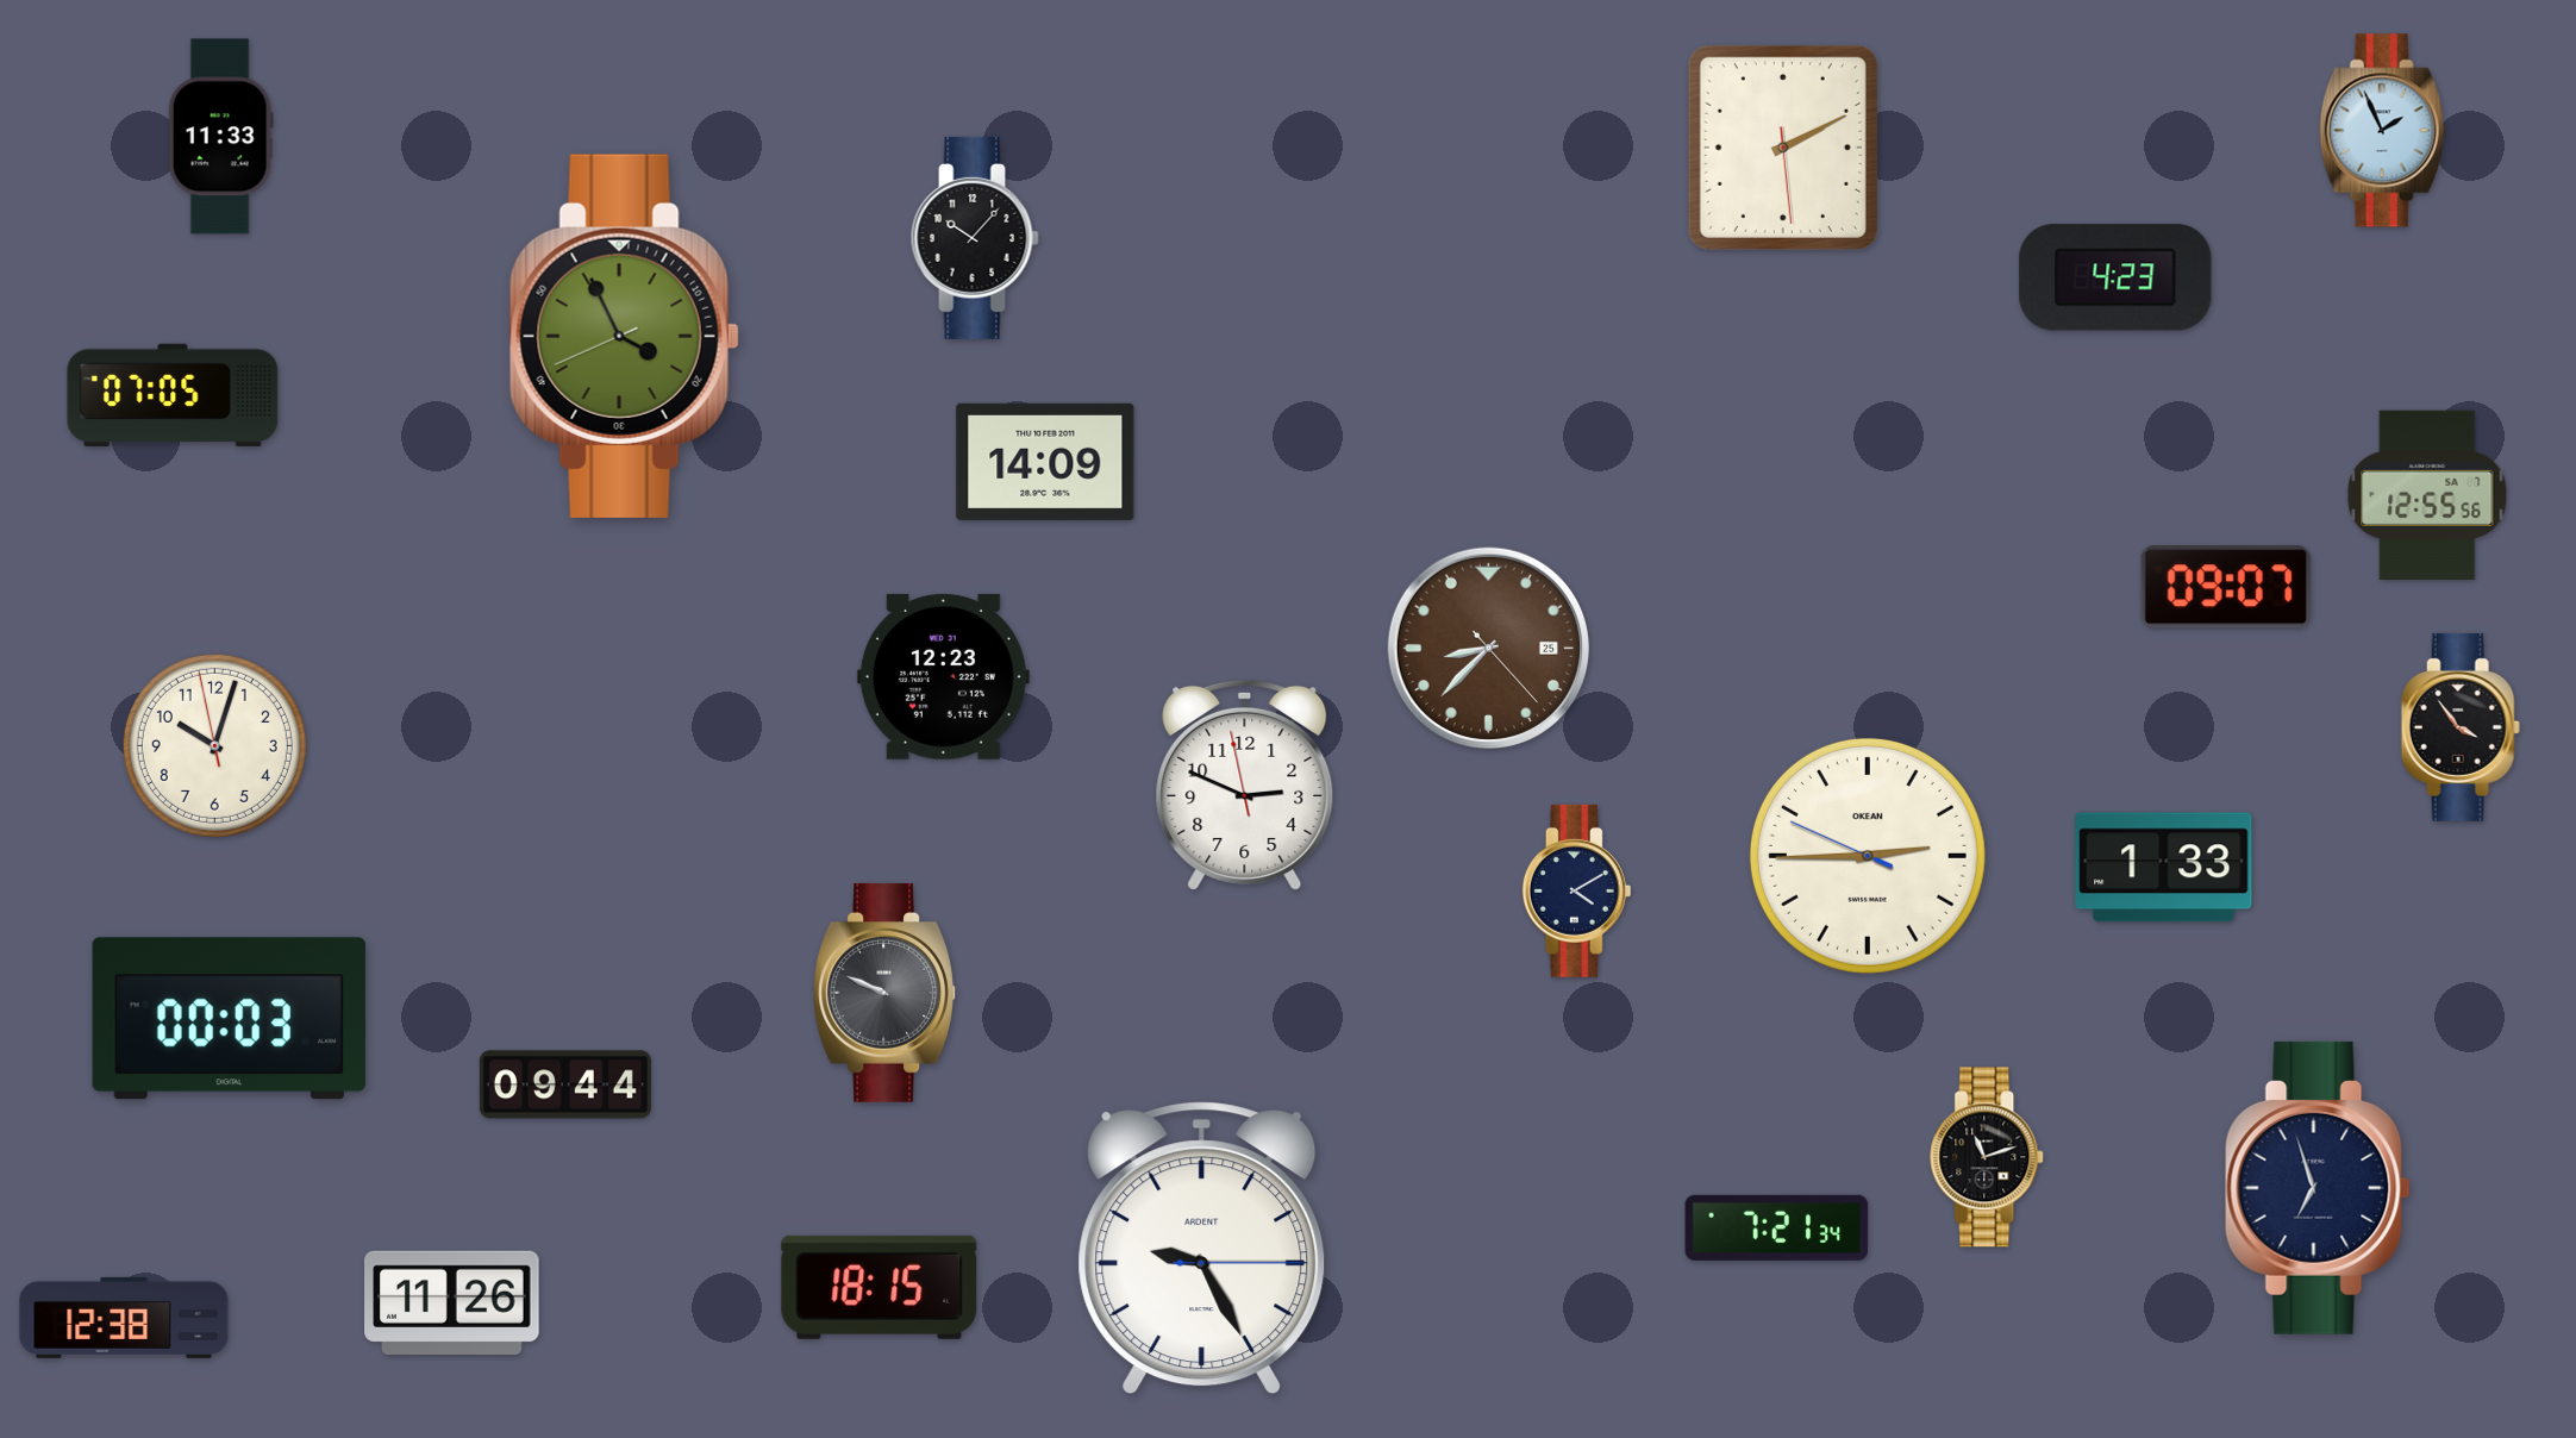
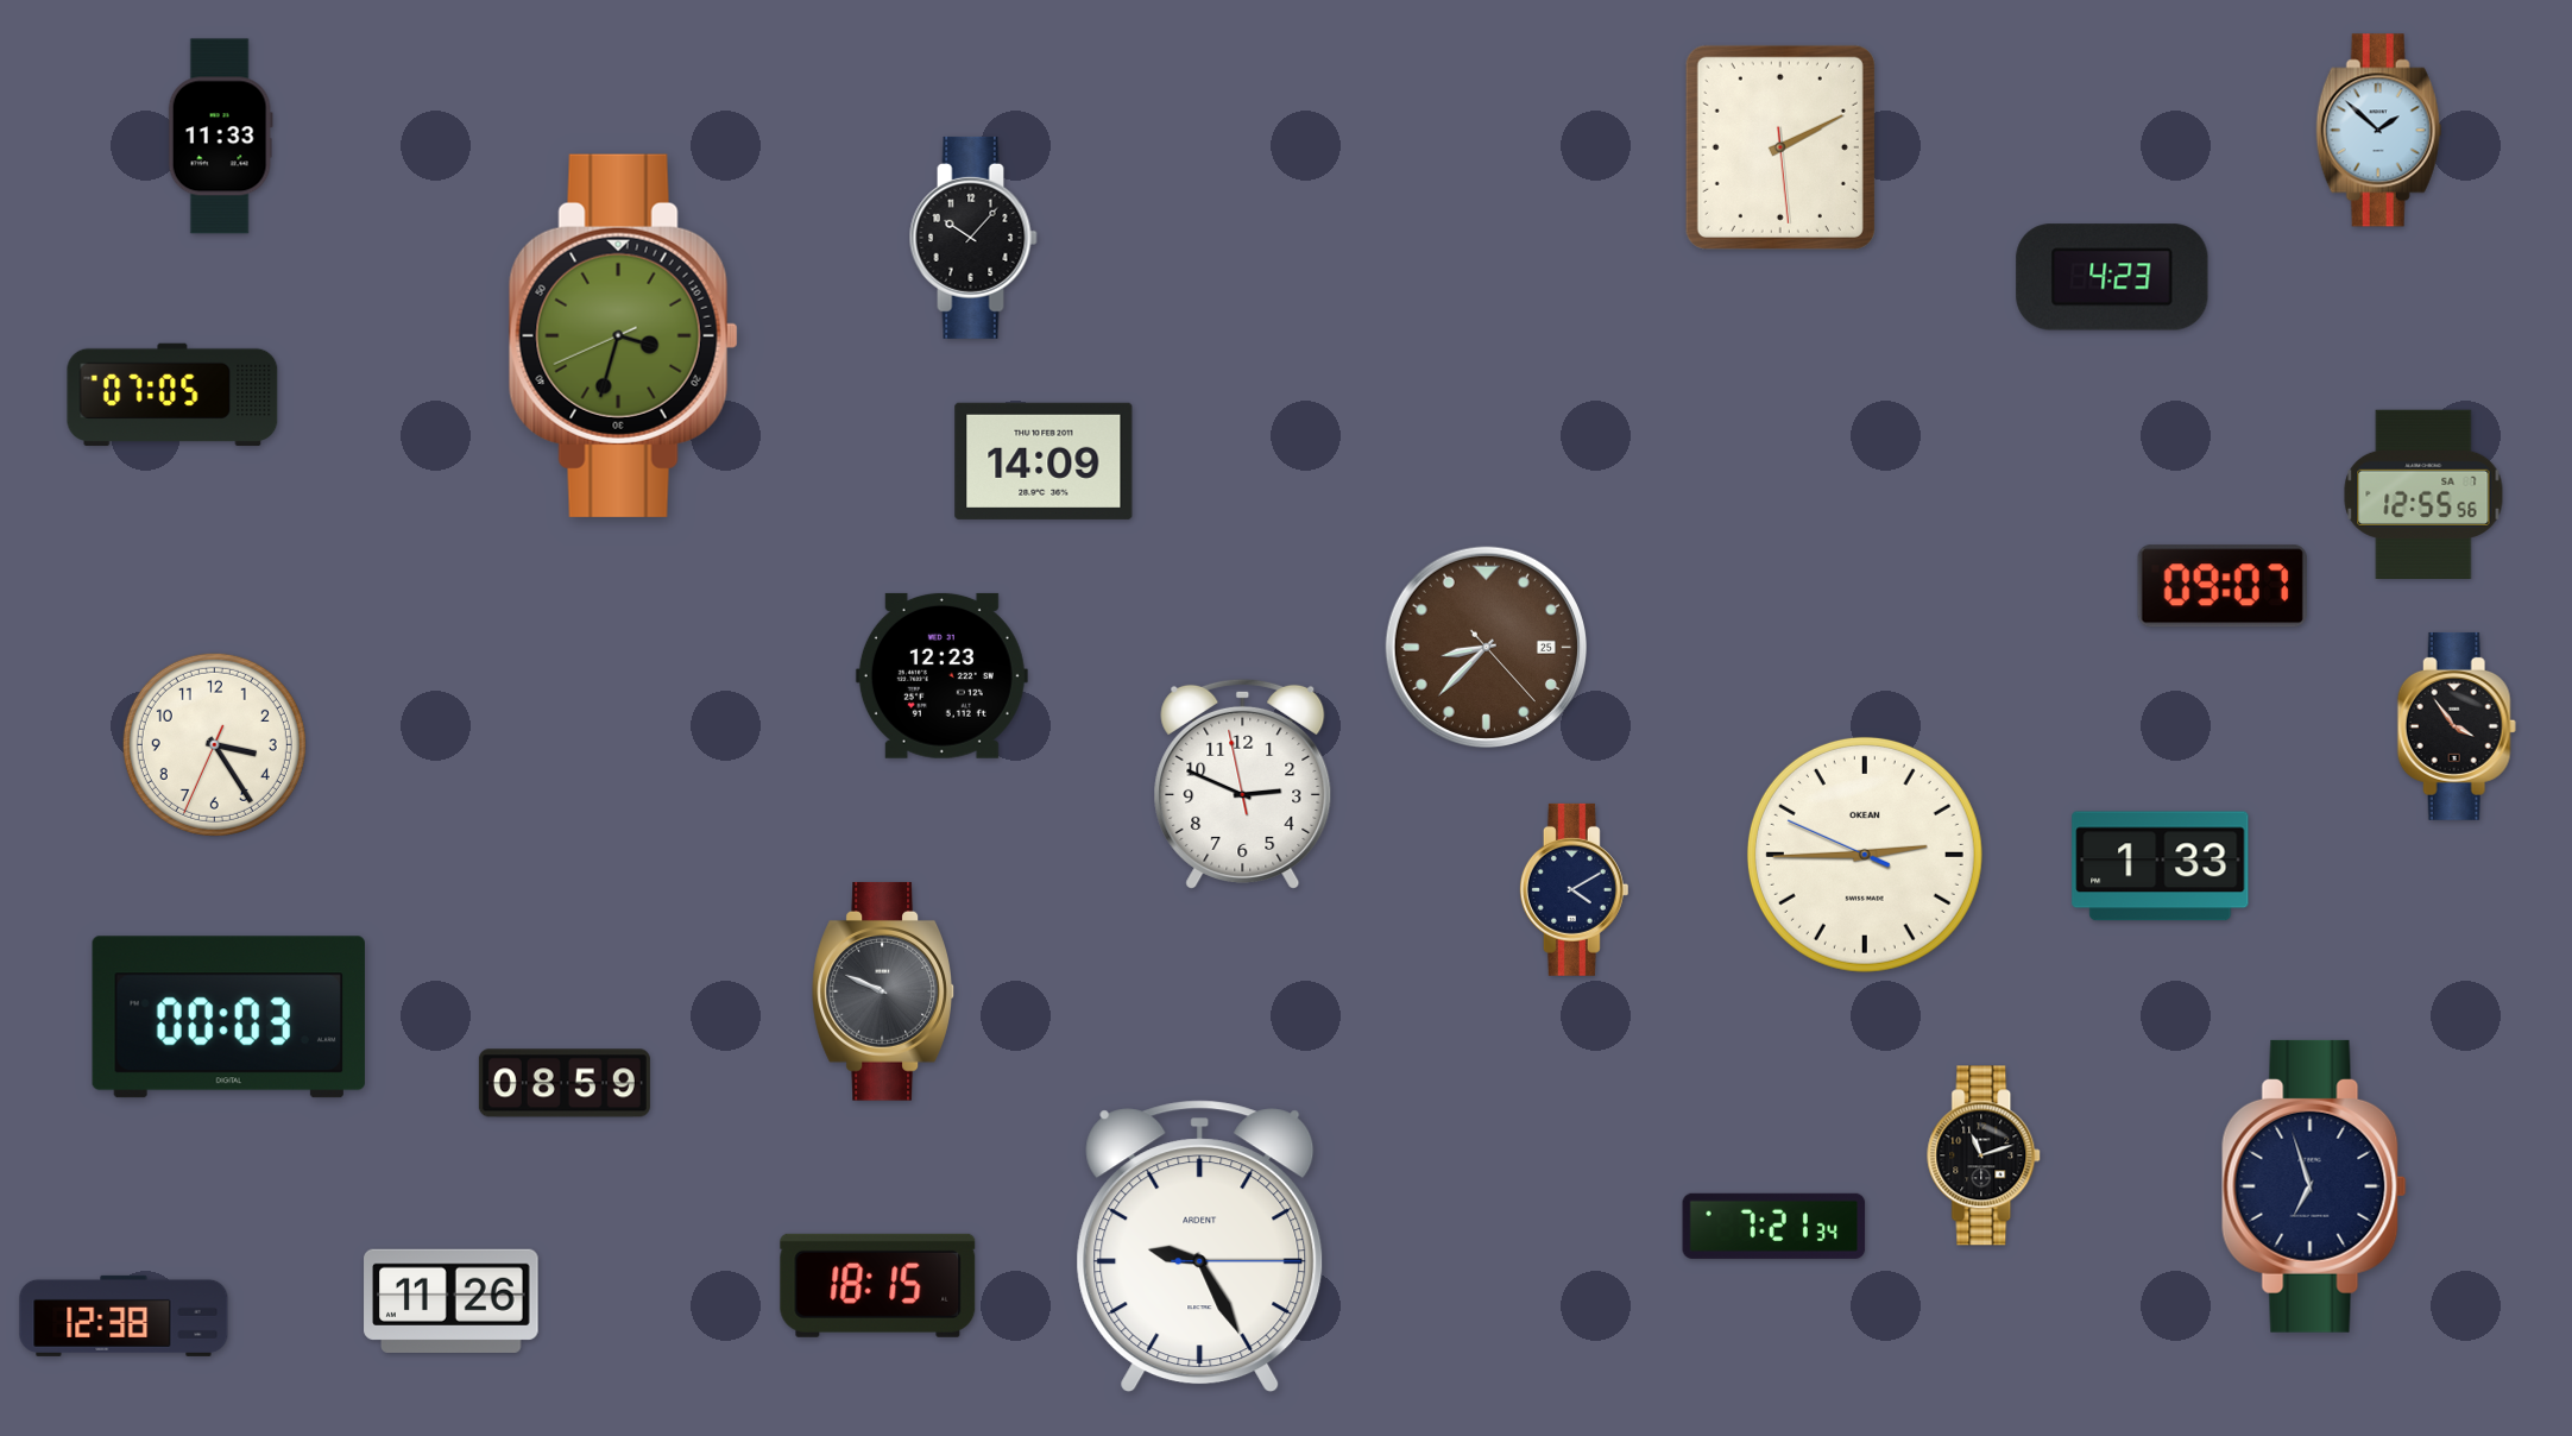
clock at (2383, 131): 1:56 -> 1:52
clock at (624, 336): 3:55 -> 3:32
clock at (214, 745): 10:02 -> 3:24
clock at (565, 1084): 09:44 -> 08:59
